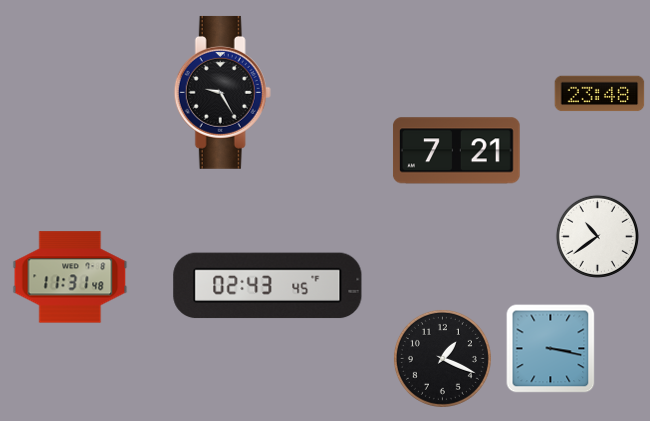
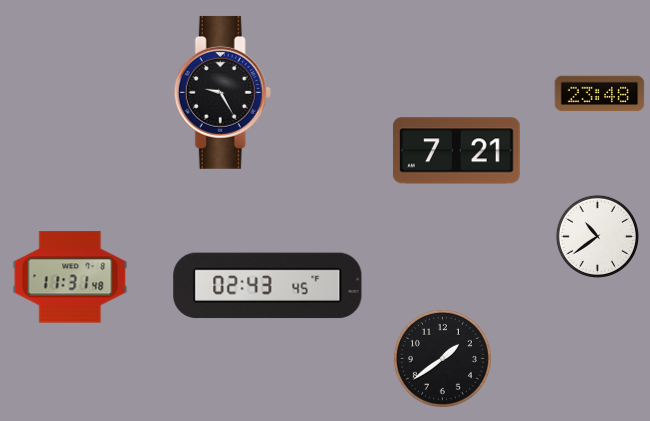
clock at (551, 349): 3:17 -> none
clock at (442, 358): 1:19 -> 1:39
